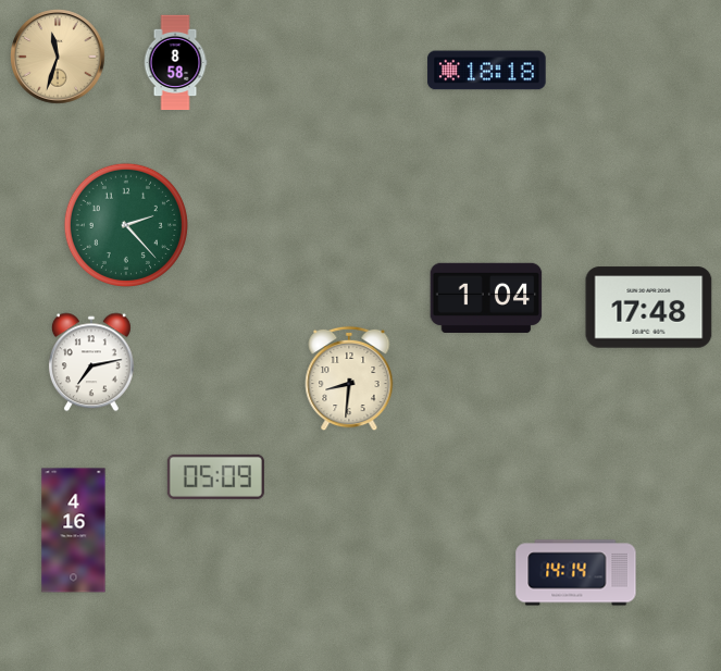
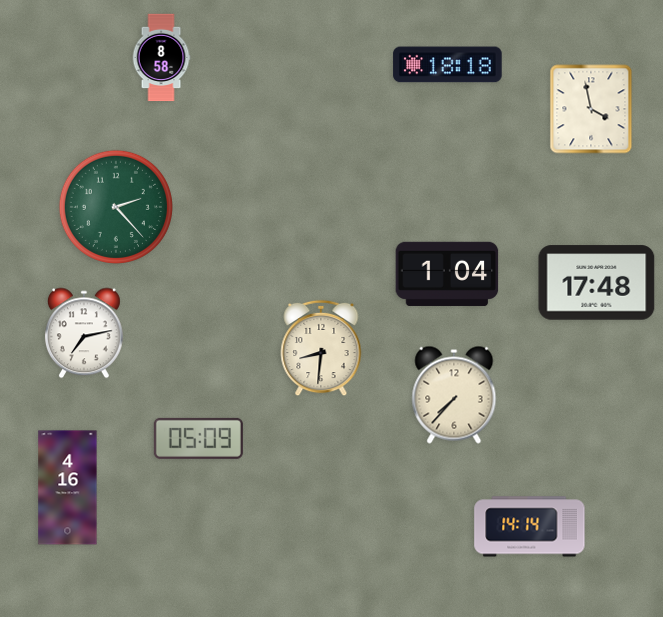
clock at (58, 57): 11:33 -> none
clock at (591, 109): none -> 3:58
clock at (454, 395): none -> 7:37
